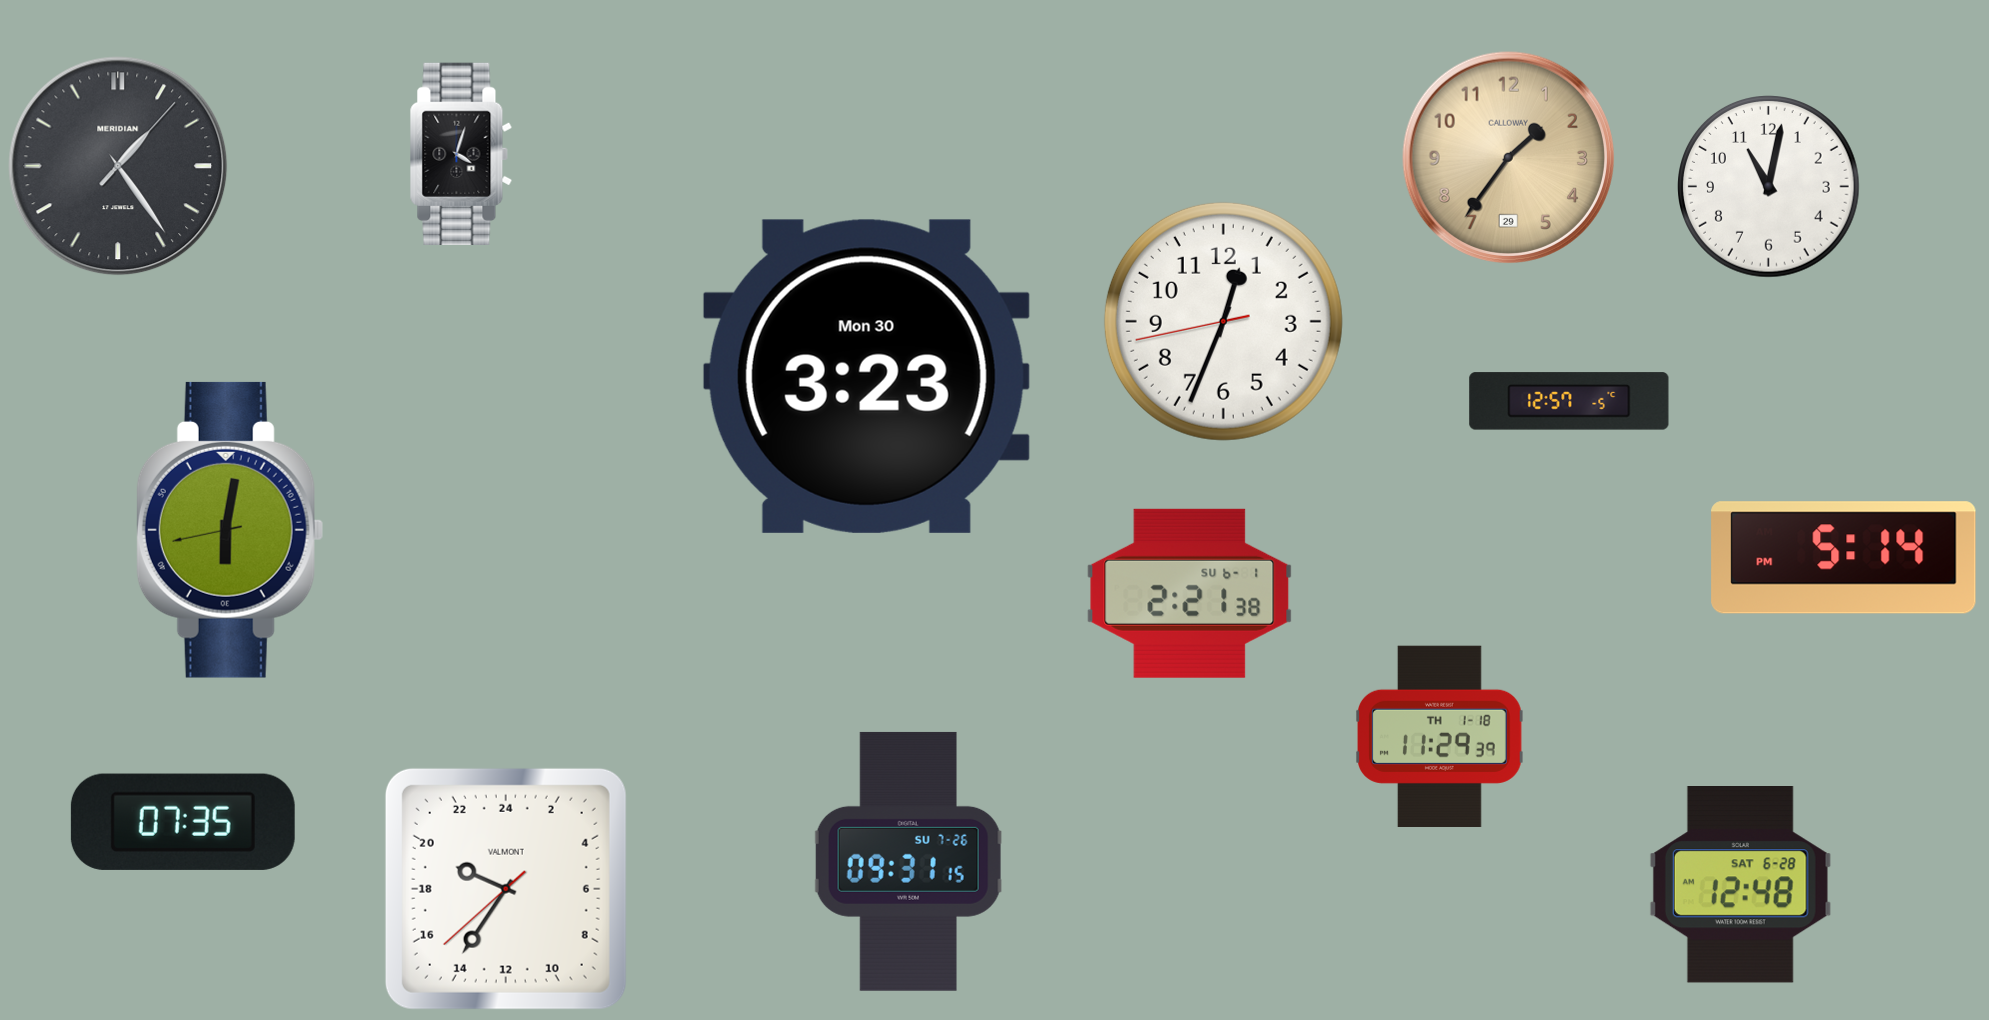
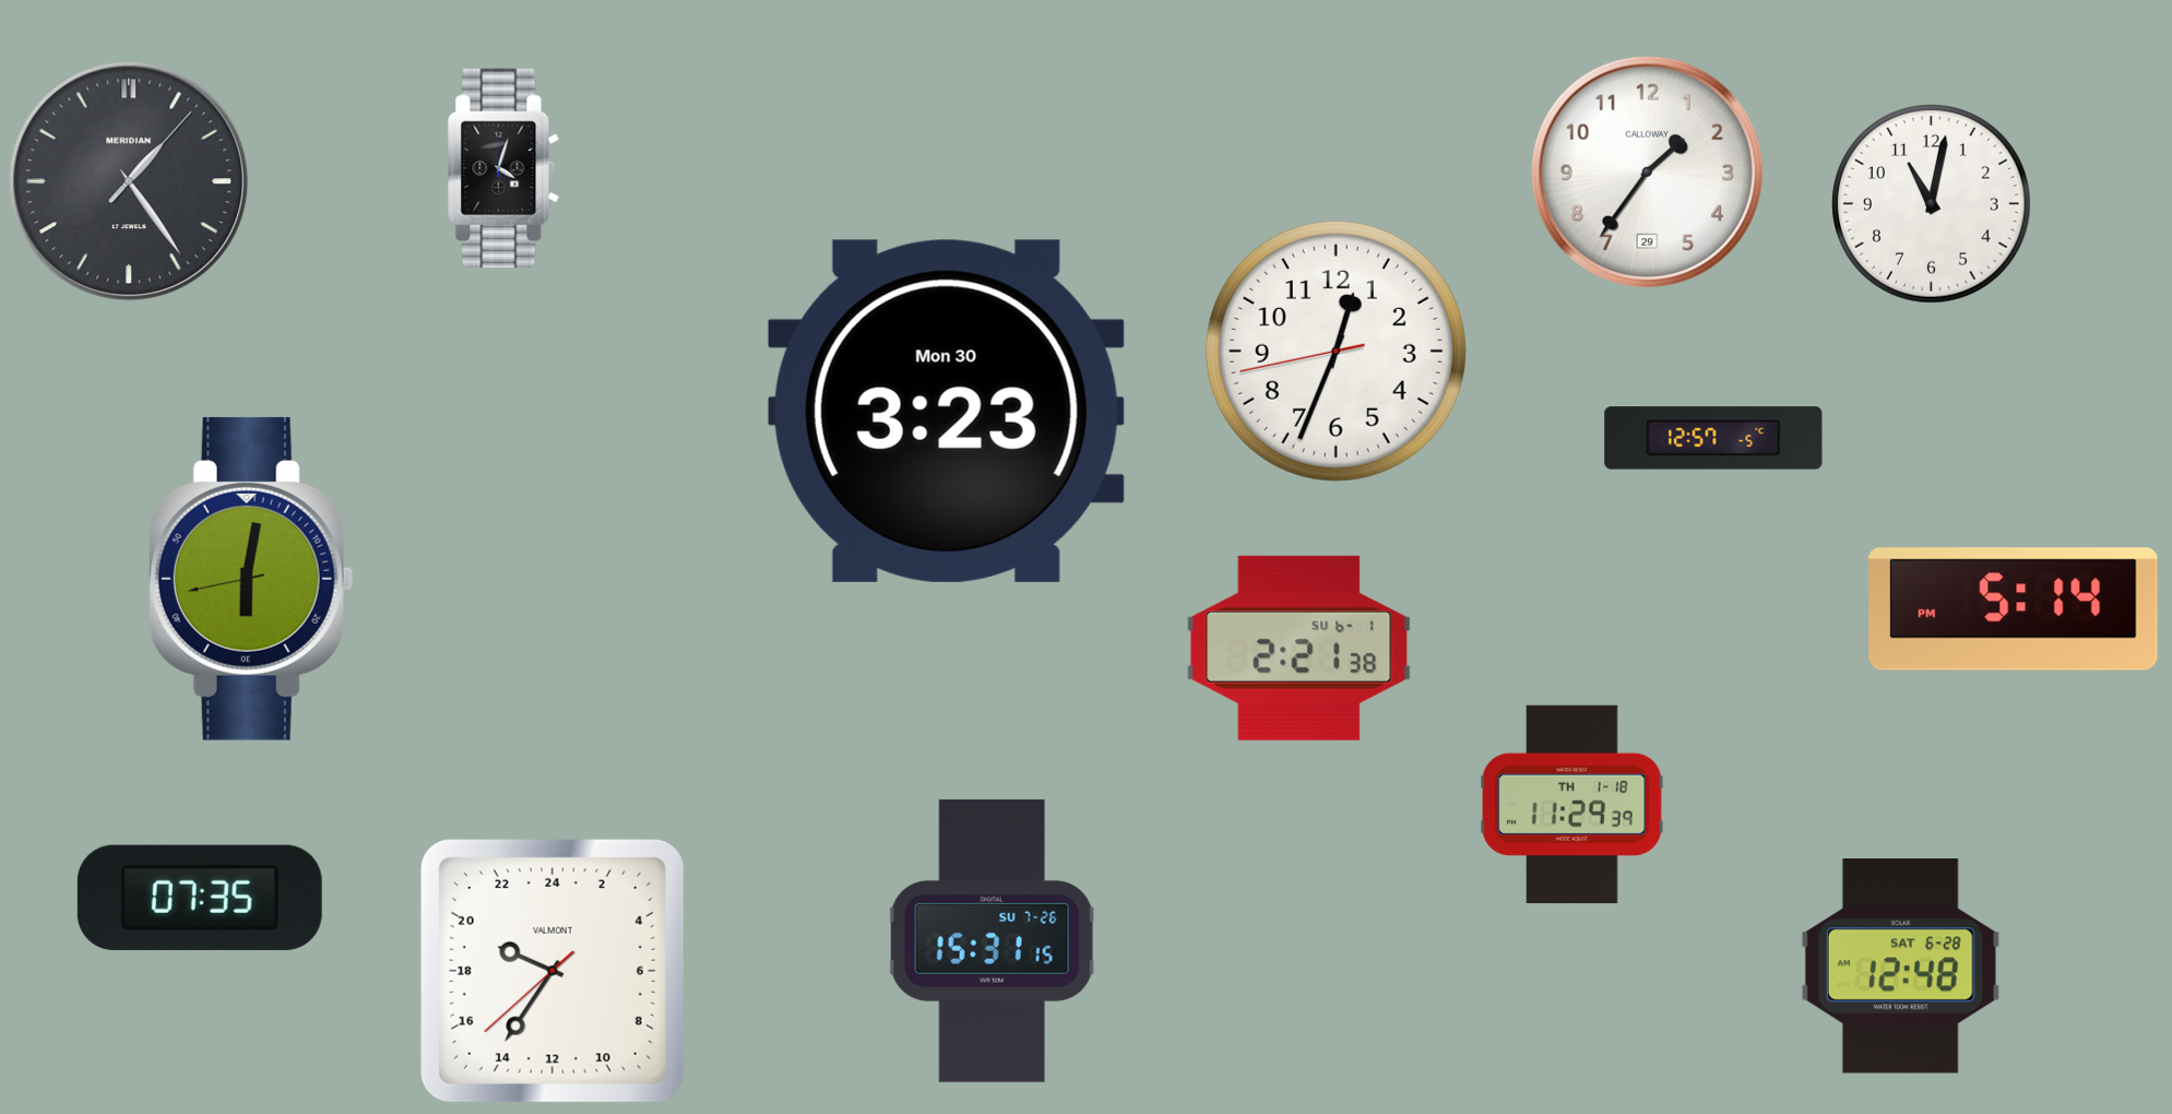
clock at (1508, 157) dial: champagne -> white
clock at (908, 861): 09:31 -> 15:31
